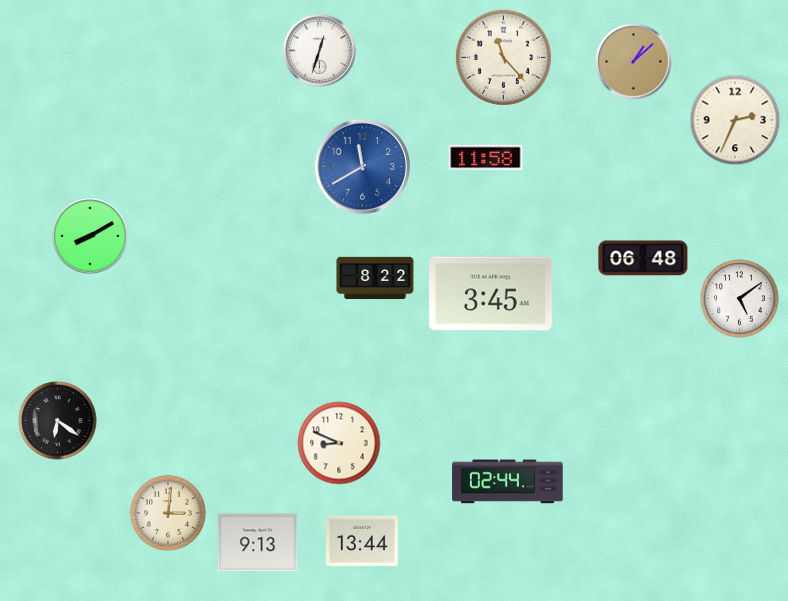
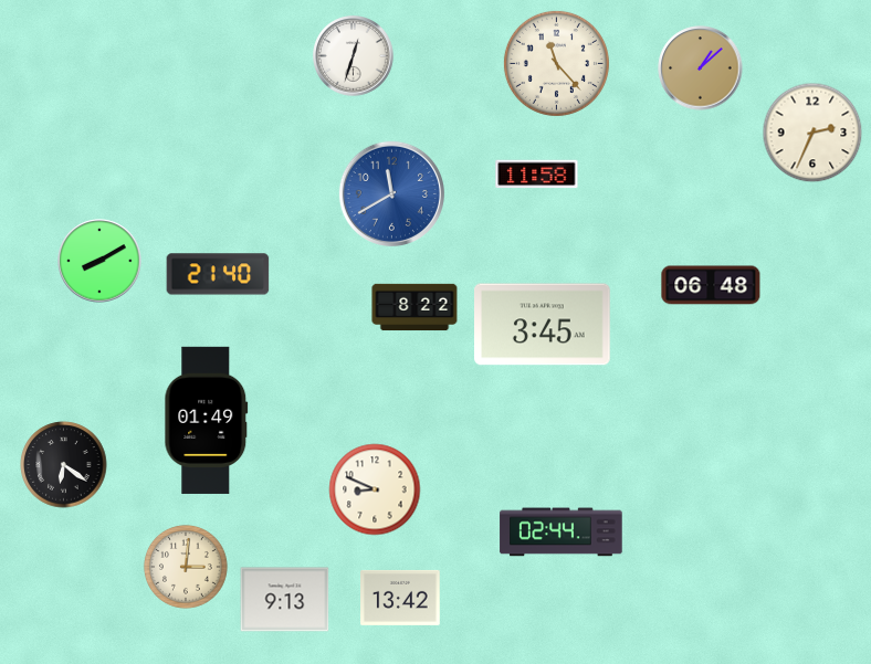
clock at (362, 166) position: (362, 166) -> (391, 193)
clock at (218, 274): none -> 21:40
clock at (740, 299): 5:09 -> none
clock at (207, 420): none -> 01:49
clock at (362, 541): 13:44 -> 13:42
